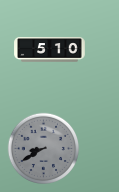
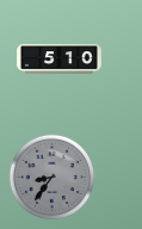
clock at (44, 149): 8:40 -> 8:36
